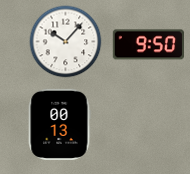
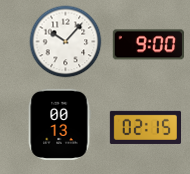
clock at (148, 45): 9:50 -> 9:00
clock at (145, 127): none -> 02:15
